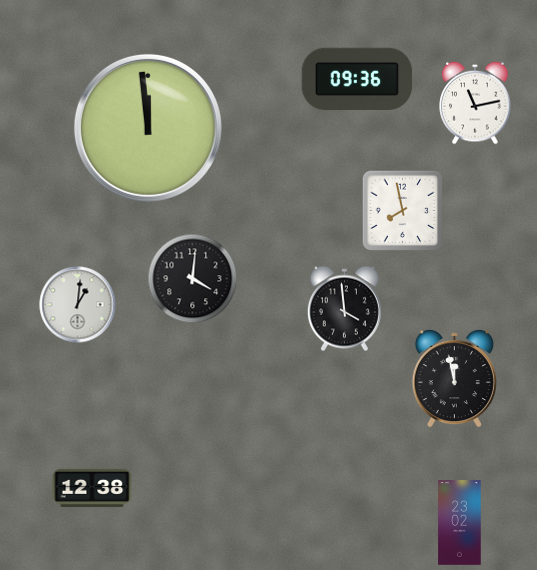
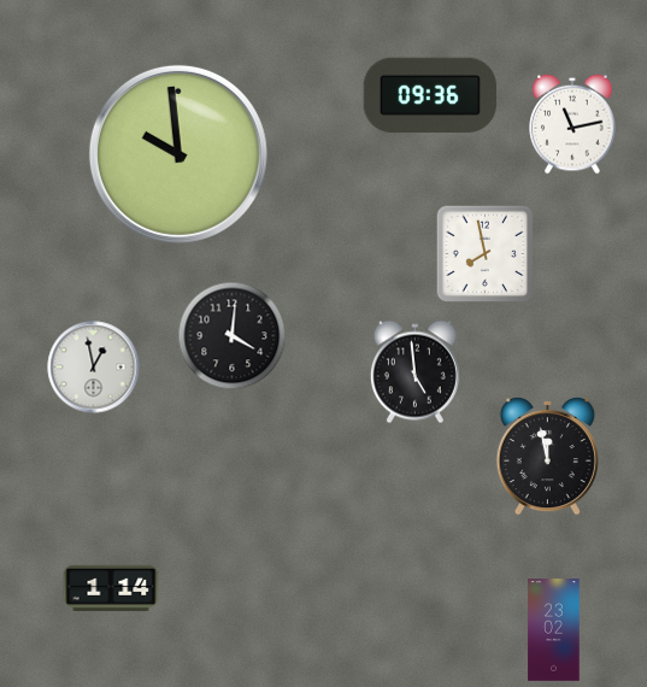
clock at (148, 128): 11:59 -> 9:59
clock at (78, 305): 1:01 -> 12:58
clock at (344, 309): 3:59 -> 4:59
clock at (92, 488): 12:38 -> 1:14
